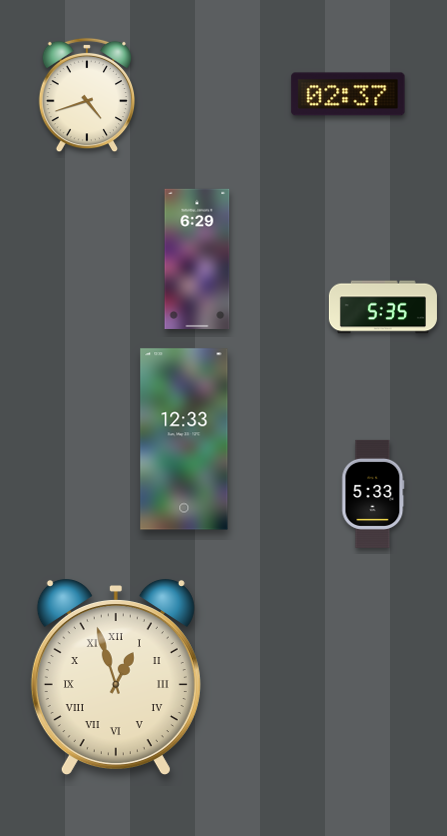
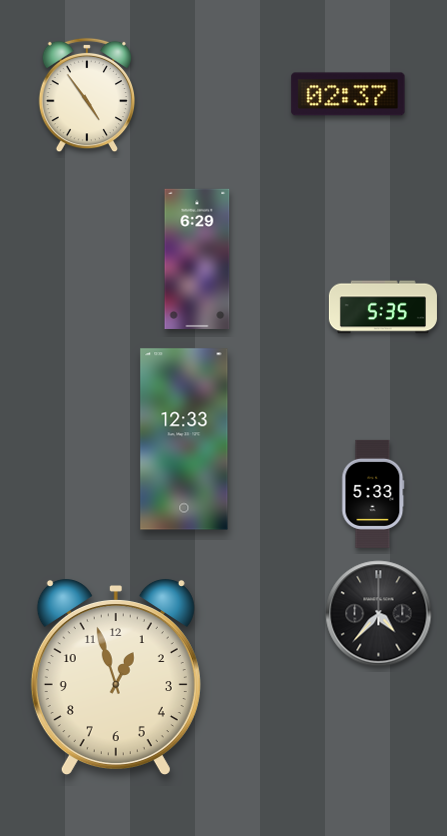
clock at (86, 95): 4:42 -> 4:54
clock at (379, 614): none -> 4:37
clock at (116, 677) numerals: Roman -> Arabic
